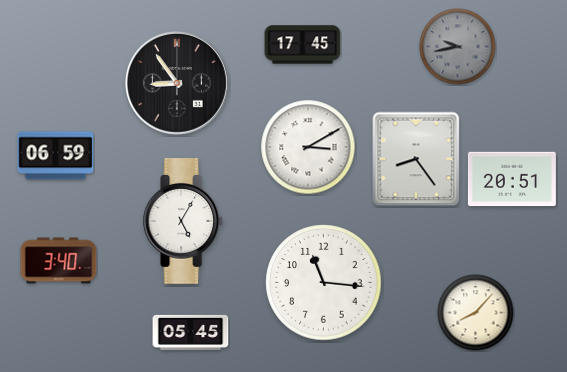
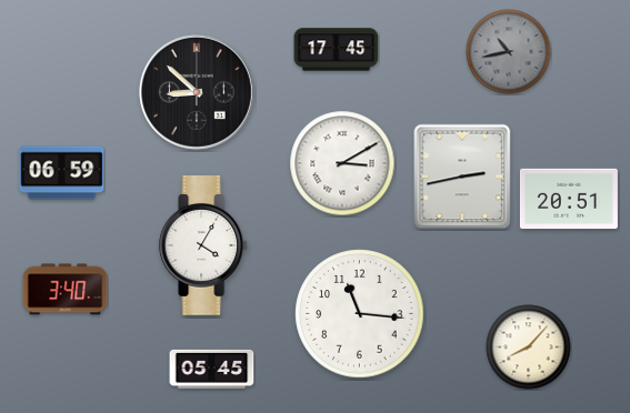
clock at (458, 47): 9:43 -> 10:43
clock at (177, 83): 8:54 -> 8:52
clock at (416, 159): 8:24 -> 2:43
clock at (184, 222): 5:05 -> 4:05
